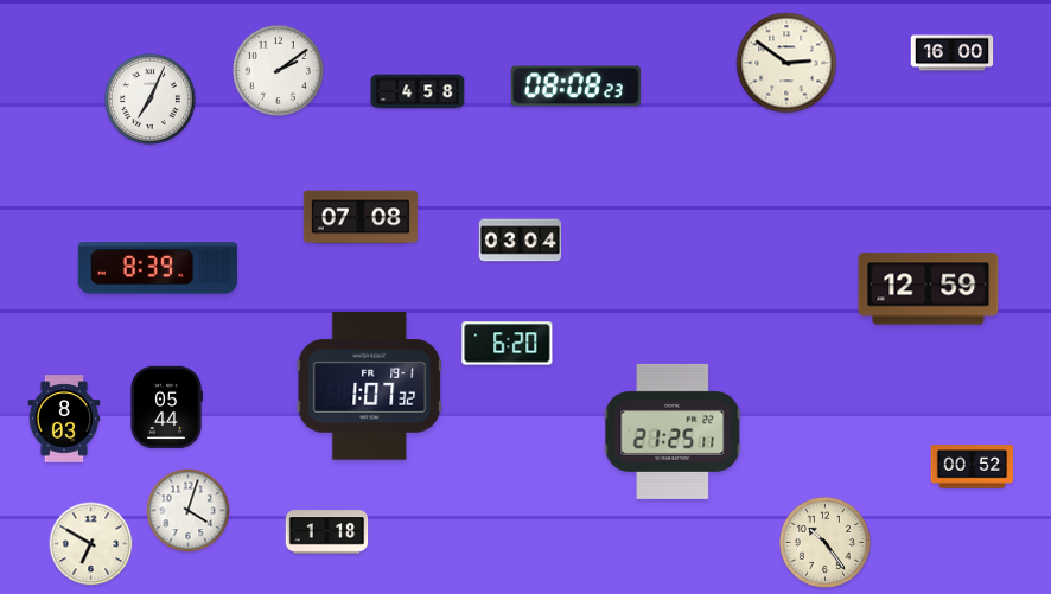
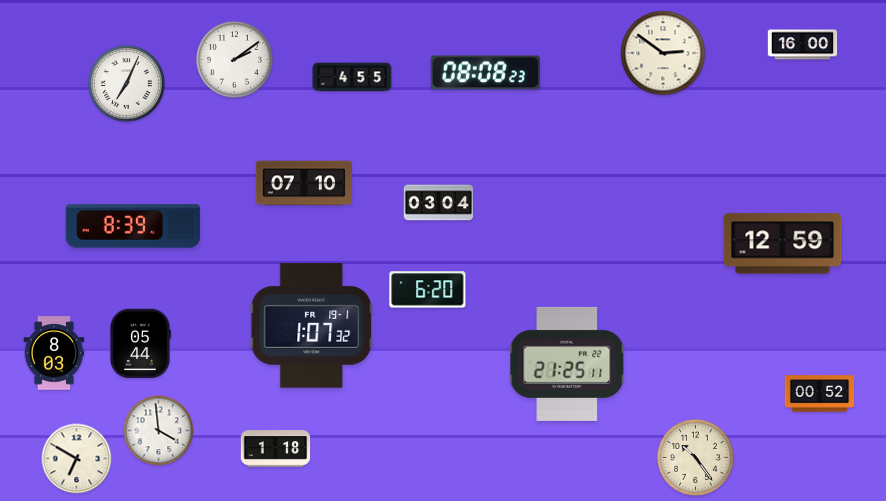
clock at (418, 91): 4:58 -> 4:55
clock at (361, 217): 07:08 -> 07:10
clock at (189, 511): 4:03 -> 3:59
